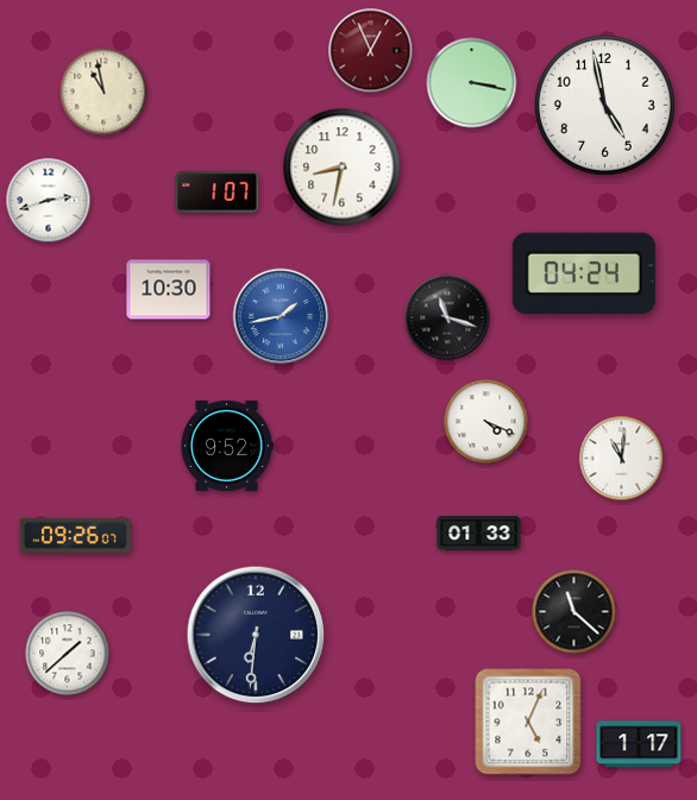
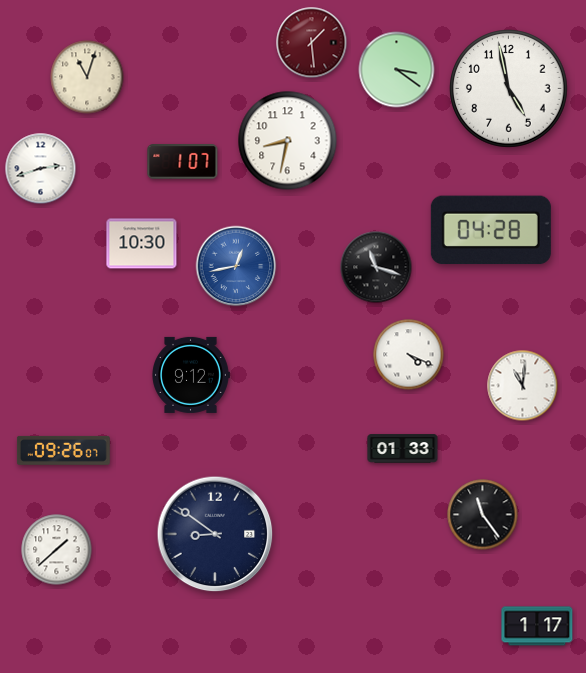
clock at (371, 51): 12:56 -> 1:29
clock at (472, 83): 3:17 -> 3:21
clock at (103, 92): 10:58 -> 11:03
clock at (584, 273): 04:24 -> 04:28
clock at (281, 316): 1:43 -> 12:43
clock at (227, 446): 9:52 -> 9:12
clock at (574, 612): 11:22 -> 11:24
clock at (256, 635): 6:31 -> 8:51
clock at (528, 722): 5:04 -> none
